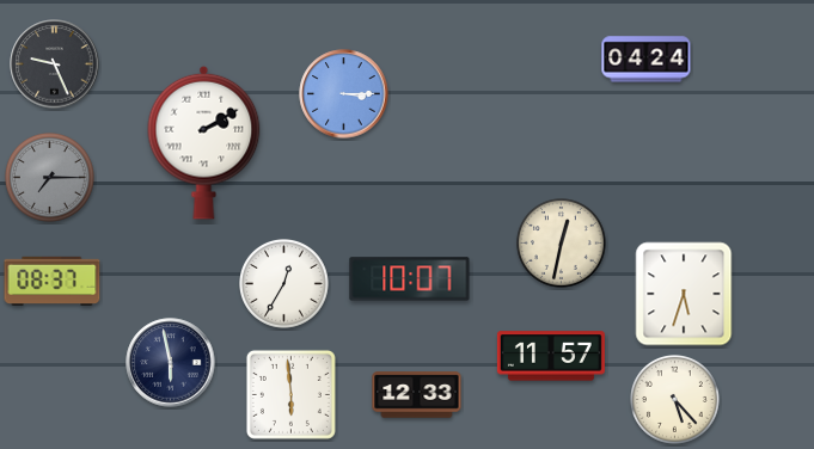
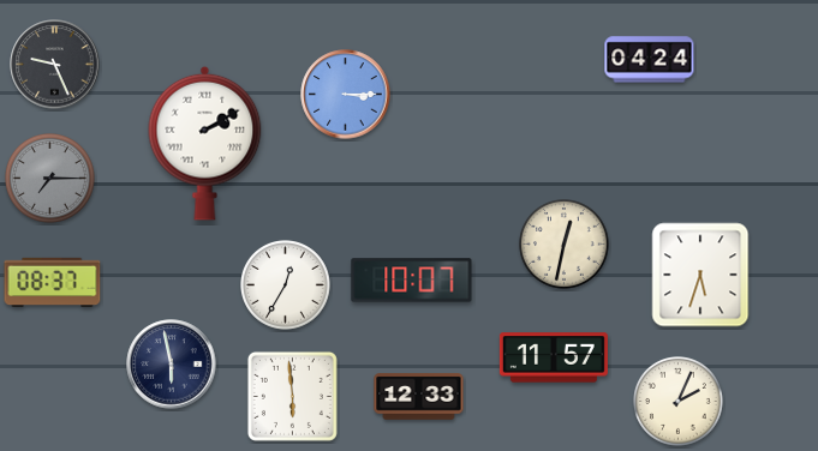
clock at (684, 294) position: (684, 294) -> (700, 275)
clock at (675, 400): 5:23 -> 2:04
